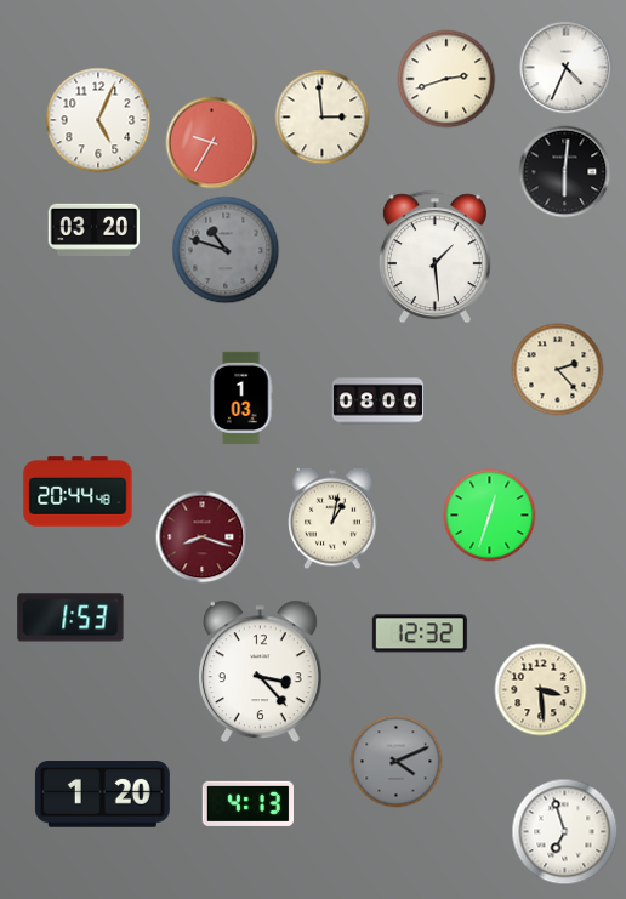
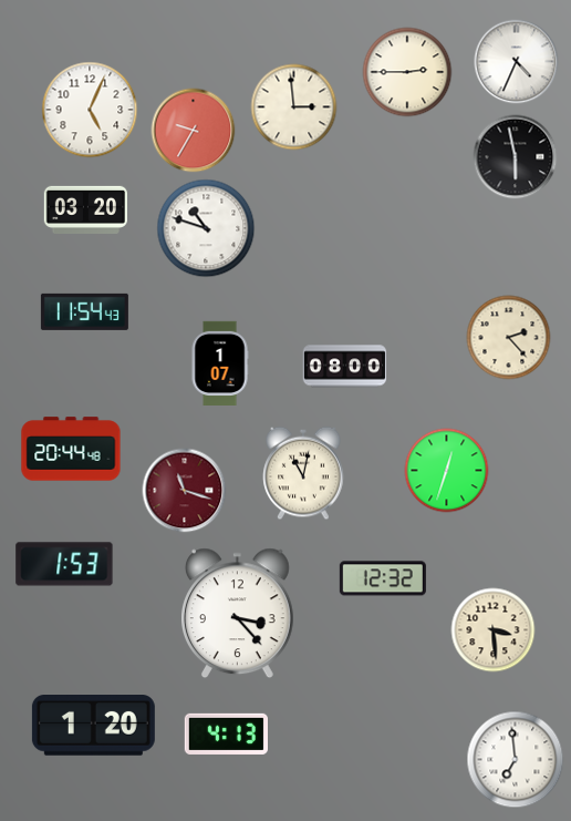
clock at (446, 79): 2:42 -> 2:45
clock at (565, 172): 6:01 -> 5:58
clock at (226, 250) dial: grey -> white
clock at (434, 257): 1:29 -> none
clock at (84, 311): none -> 11:54
clock at (241, 397): 1:03 -> 1:07
clock at (332, 518): 1:02 -> 11:02
clock at (203, 537): 8:18 -> 11:18
clock at (397, 762): 4:11 -> none
clock at (565, 832): 6:57 -> 6:59
